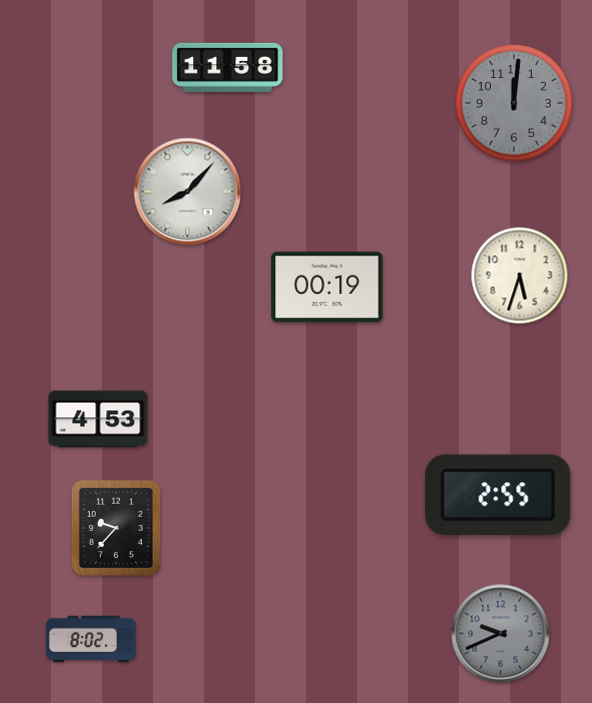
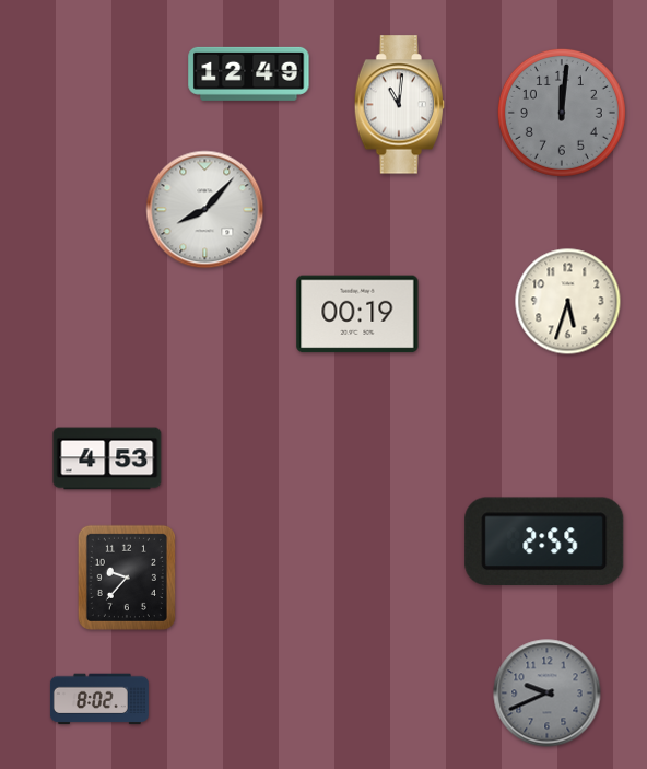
clock at (228, 67): 11:58 -> 12:49
clock at (400, 105): none -> 11:01
